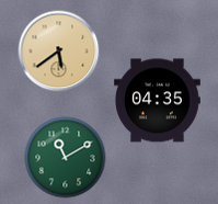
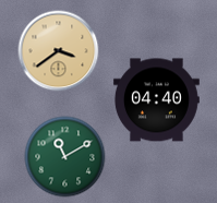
clock at (59, 52): 5:39 -> 3:39
clock at (158, 101): 04:35 -> 04:40
